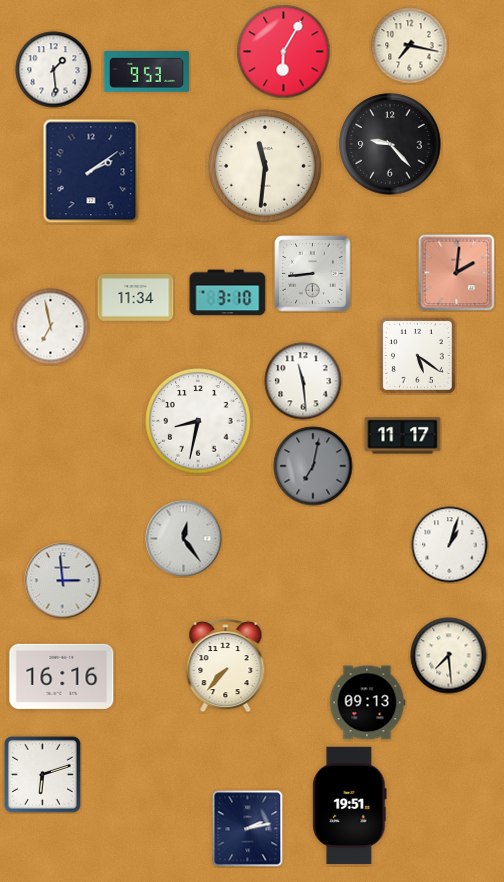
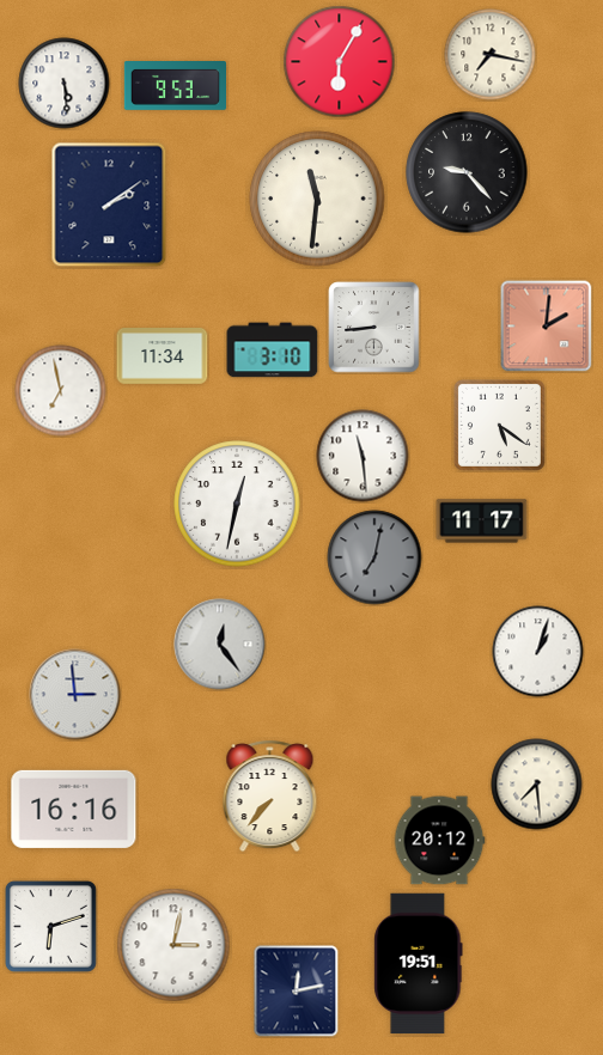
clock at (54, 70): 1:29 -> 5:29
clock at (198, 421): 8:32 -> 12:32
clock at (367, 703): 09:13 -> 20:12
clock at (173, 945): none -> 3:02
clock at (248, 829): 2:13 -> 12:13
